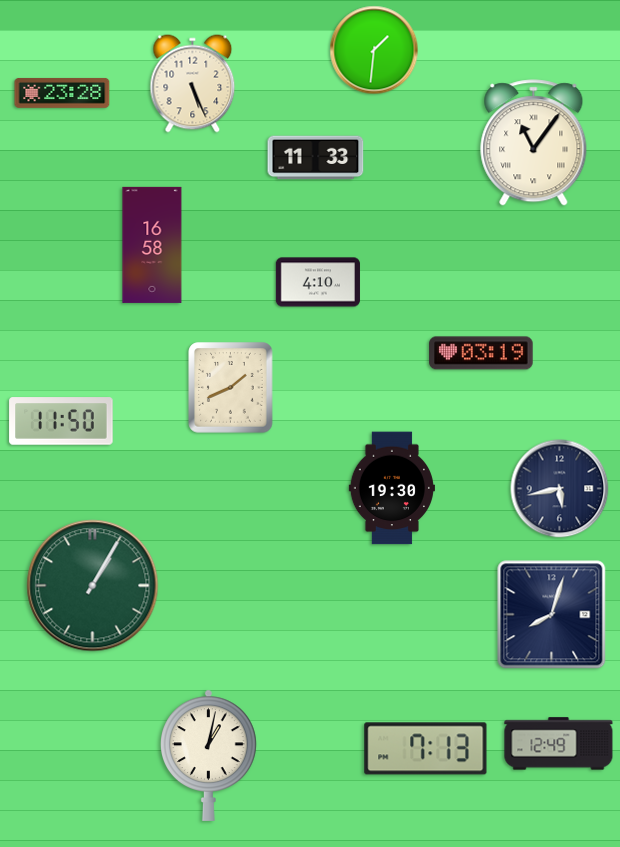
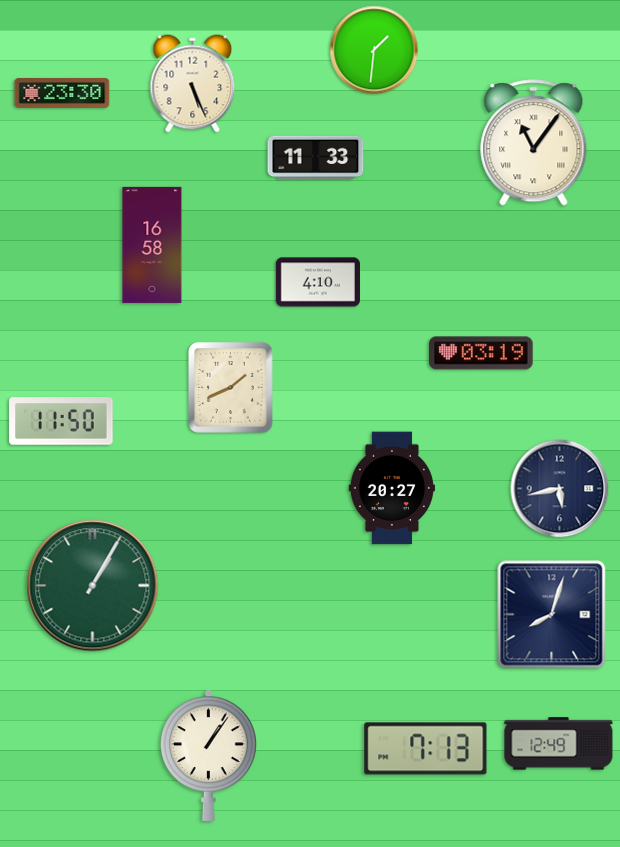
clock at (62, 93): 23:28 -> 23:30
clock at (392, 488): 19:30 -> 20:27
clock at (209, 755): 1:02 -> 1:06
